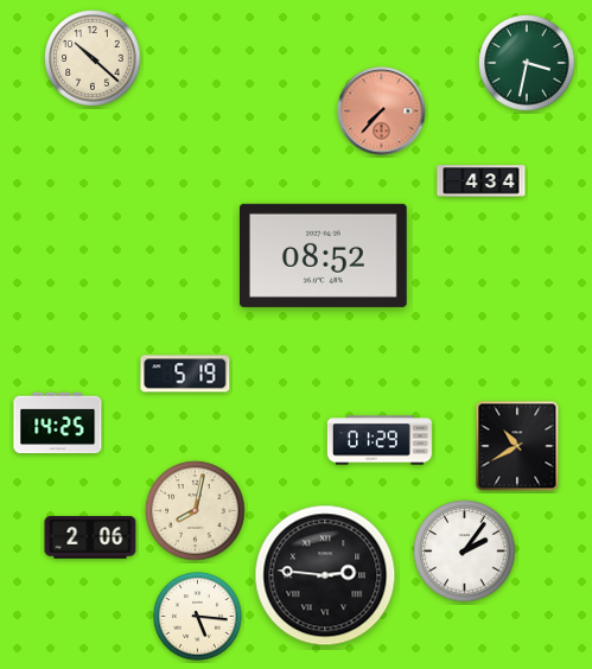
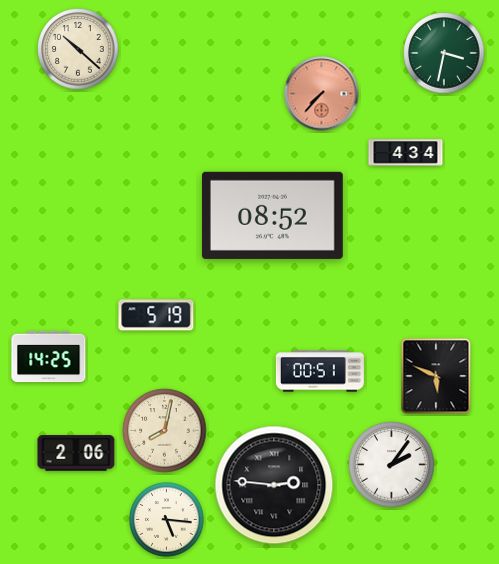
clock at (380, 440): 01:29 -> 00:51
clock at (517, 446): 10:40 -> 5:49
